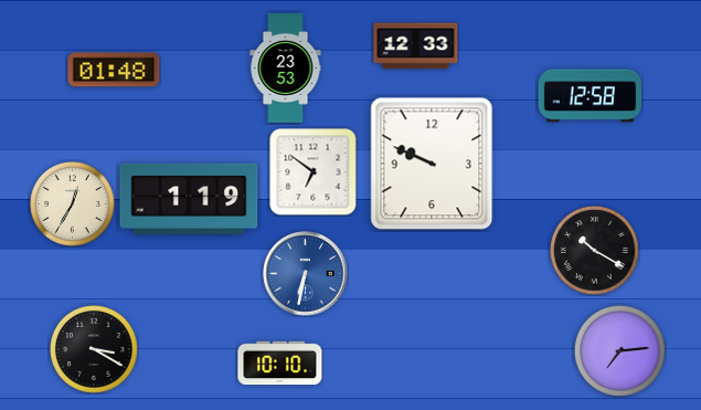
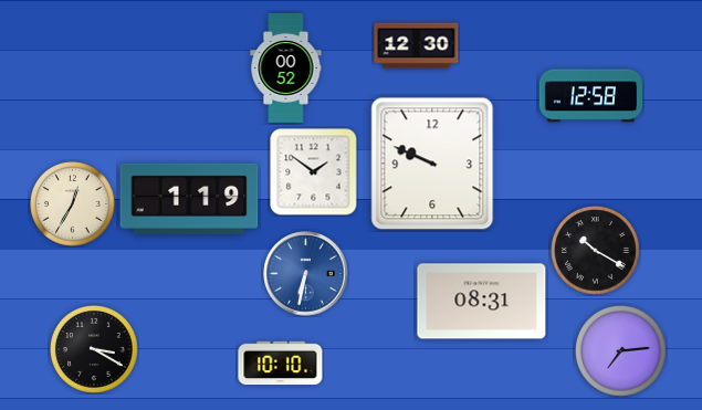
clock at (416, 46): 12:33 -> 12:30
clock at (286, 69): 23:53 -> 00:52
clock at (114, 70): 01:48 -> none
clock at (314, 172): 6:51 -> 1:51
clock at (482, 302): none -> 08:31
